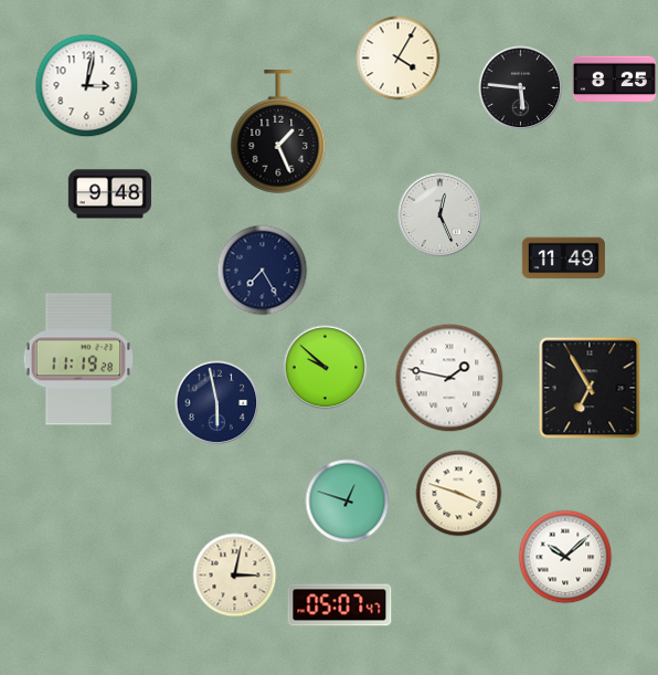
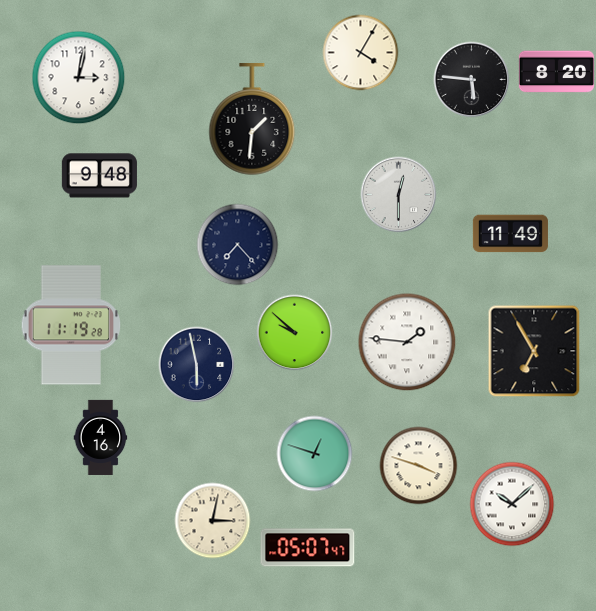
clock at (614, 80): 8:25 -> 8:20
clock at (278, 133): 1:26 -> 1:31
clock at (441, 215): 12:26 -> 12:30
clock at (263, 271): 7:25 -> 7:23
clock at (449, 378): 1:47 -> 1:46
clock at (101, 437): none -> 4:16
clock at (459, 494) position: (459, 494) -> (419, 466)
